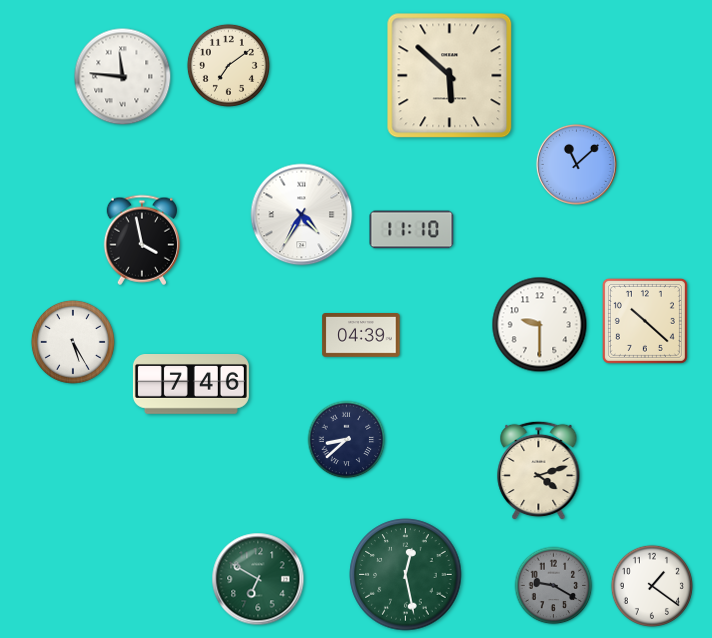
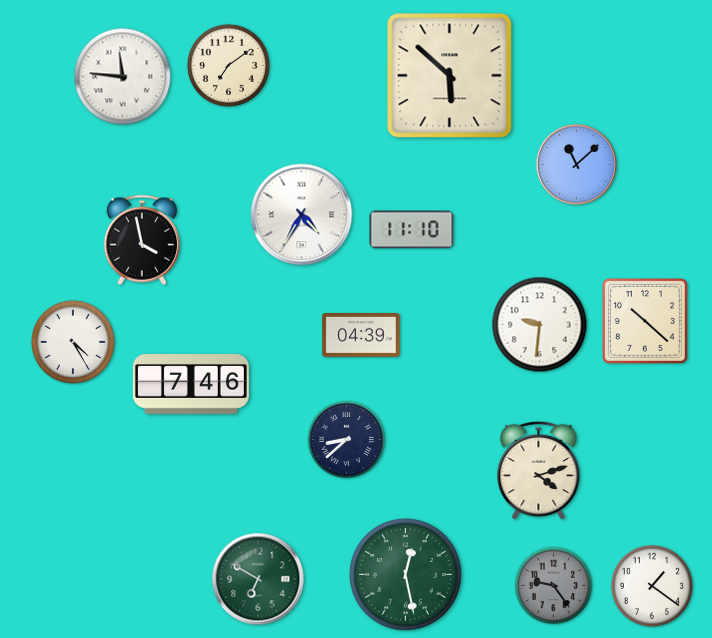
clock at (540, 325): 9:30 -> 9:31
clock at (73, 342): 5:25 -> 4:25
clock at (554, 586): 9:20 -> 9:24
